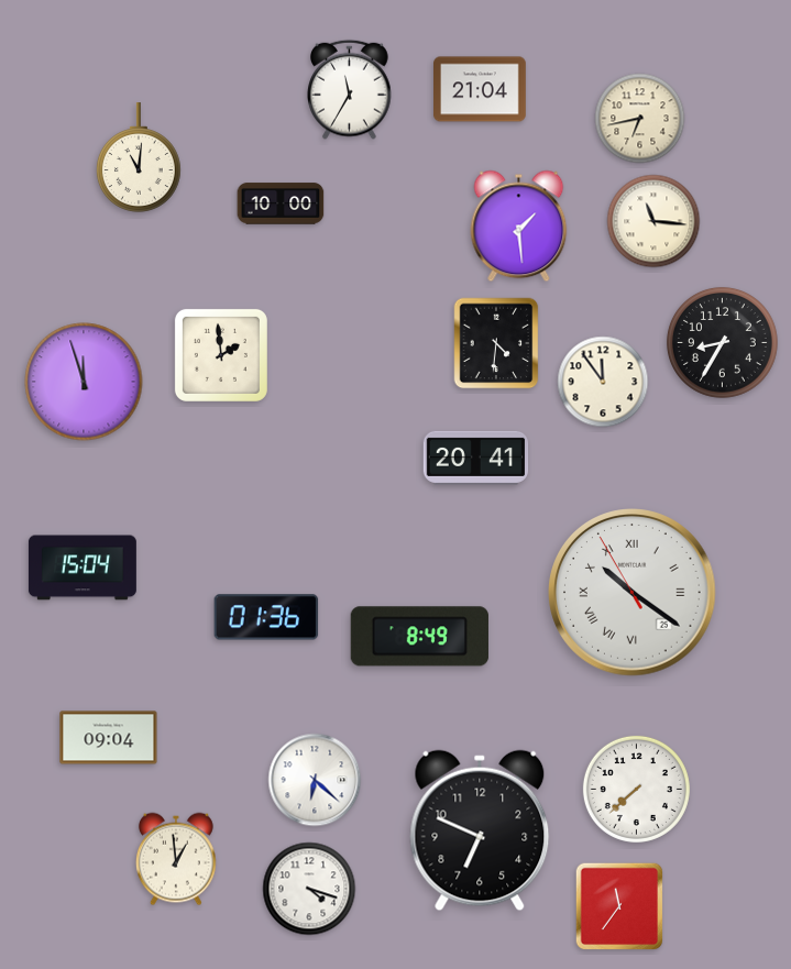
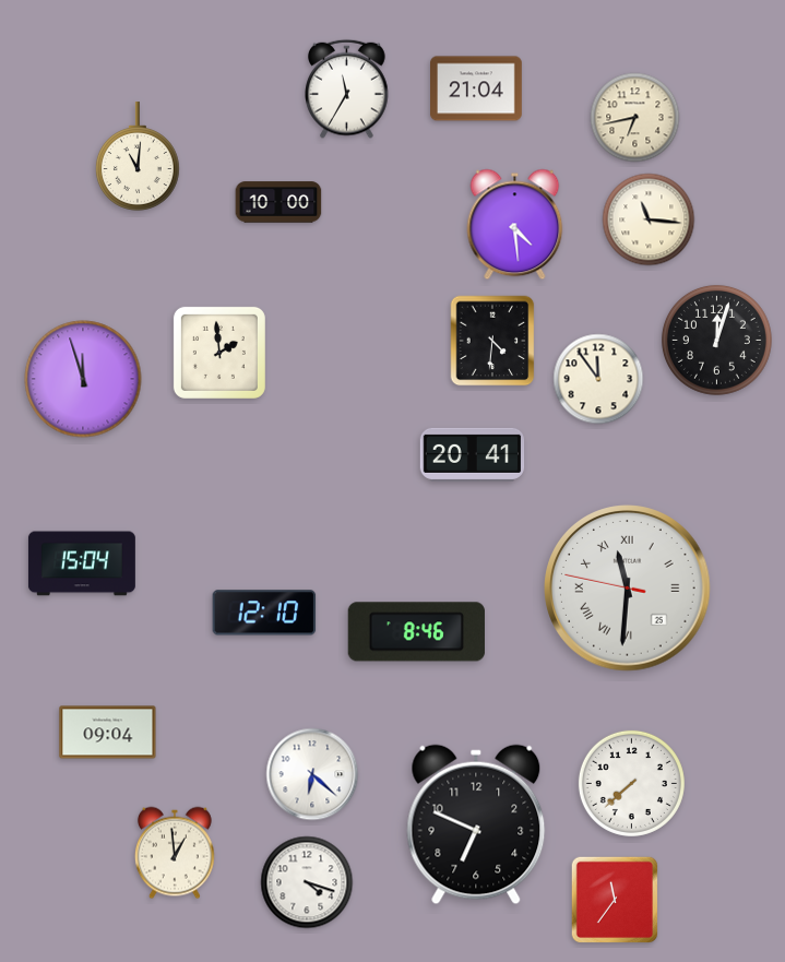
clock at (519, 227): 1:29 -> 4:29
clock at (723, 343): 8:35 -> 12:03
clock at (633, 593): 10:20 -> 11:30
clock at (266, 617): 01:36 -> 12:10
clock at (419, 637): 8:49 -> 8:46
